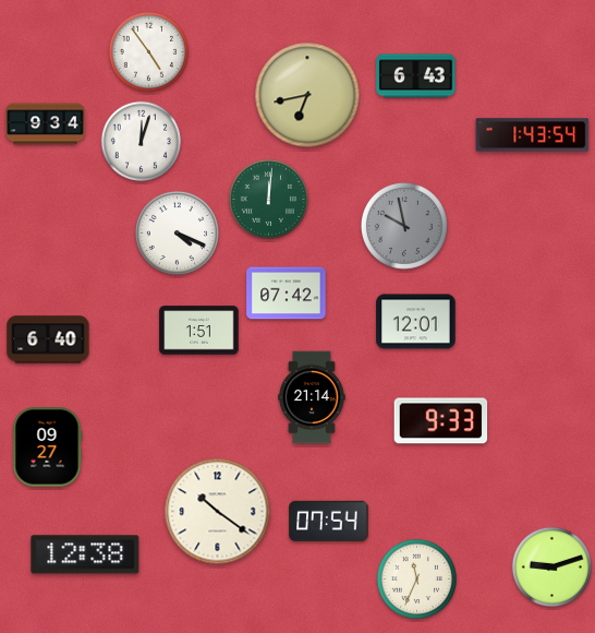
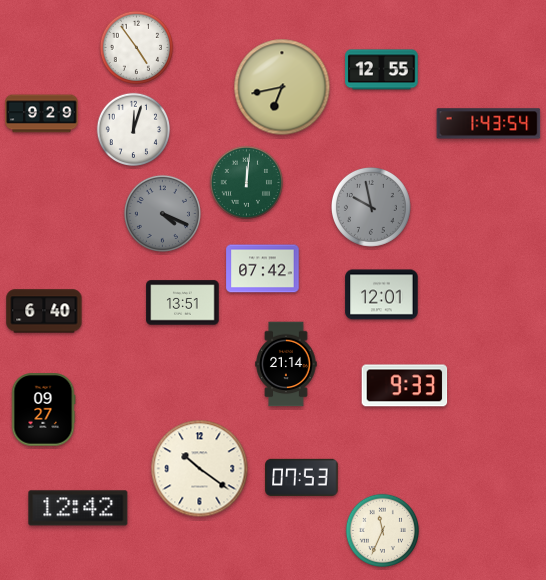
clock at (416, 76): 6:43 -> 12:55
clock at (46, 124): 9:34 -> 9:29
clock at (141, 141) position: (141, 141) -> (133, 129)
clock at (177, 232) dial: white -> grey
clock at (199, 331): 1:51 -> 13:51
clock at (329, 521): 07:54 -> 07:53
clock at (85, 554): 12:38 -> 12:42
clock at (551, 566): 9:12 -> none
